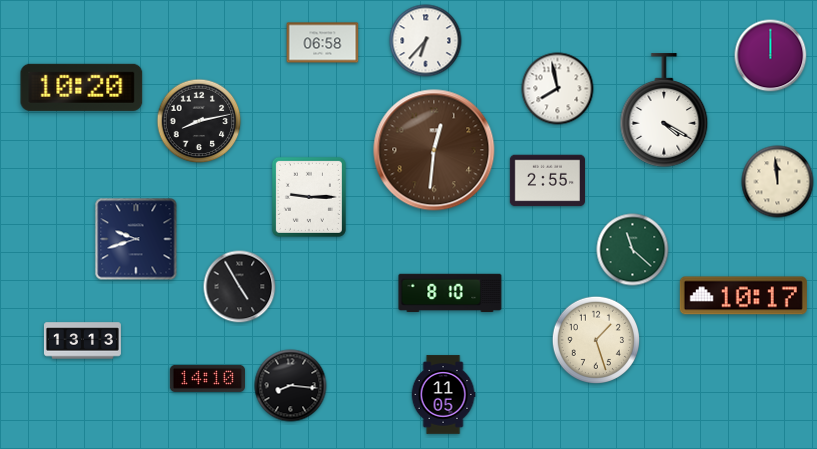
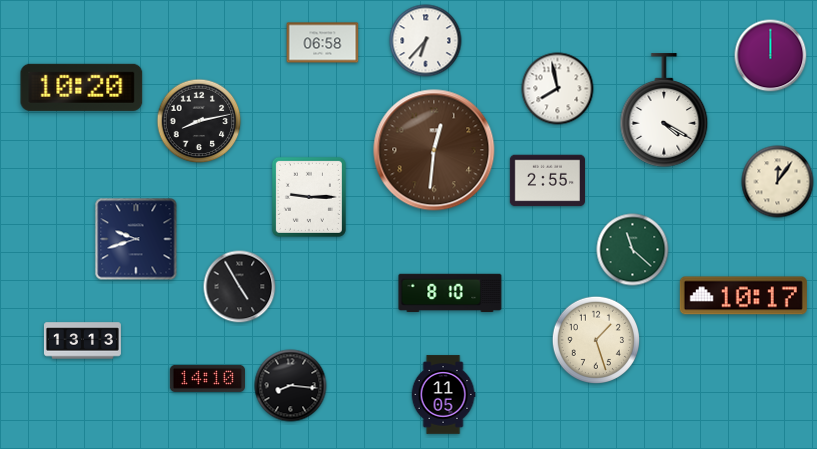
clock at (778, 182): 11:59 -> 12:06
